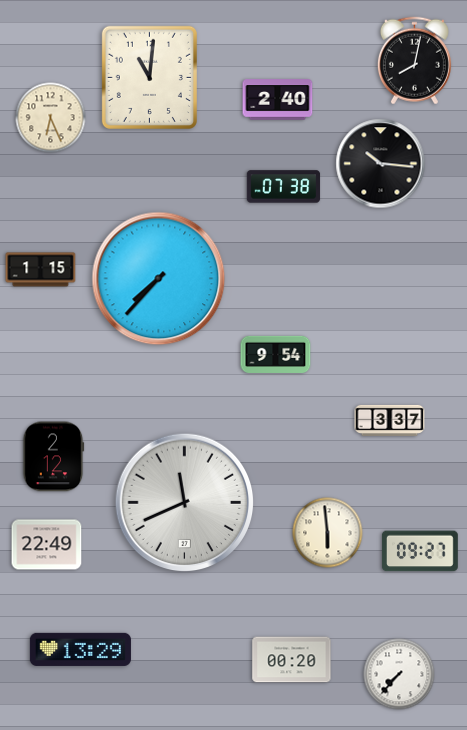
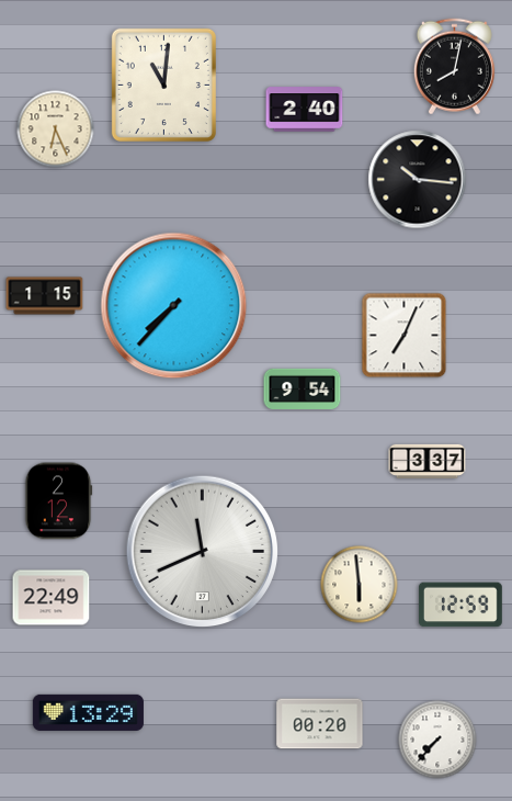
clock at (284, 187): 07:38 -> none
clock at (405, 336): none -> 7:04
clock at (420, 551): 09:27 -> 12:59
